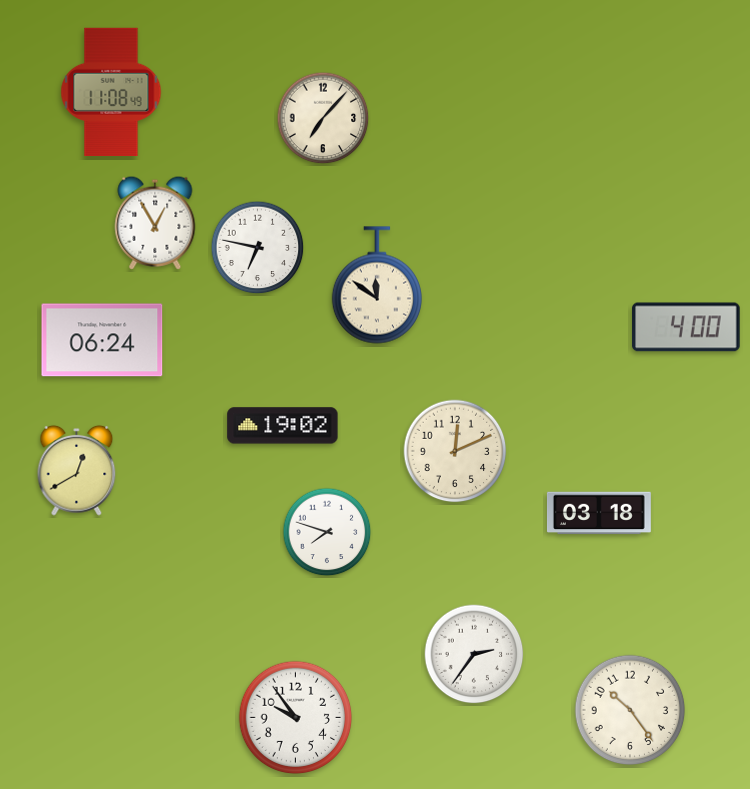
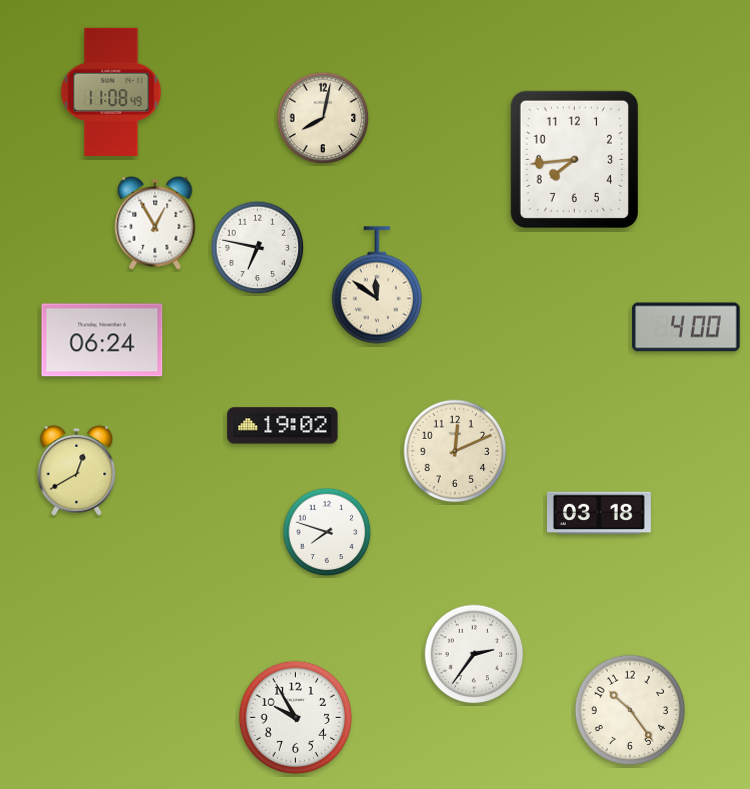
clock at (323, 118): 7:07 -> 8:02
clock at (574, 159): none -> 7:44
clock at (296, 718): 9:54 -> 9:55
